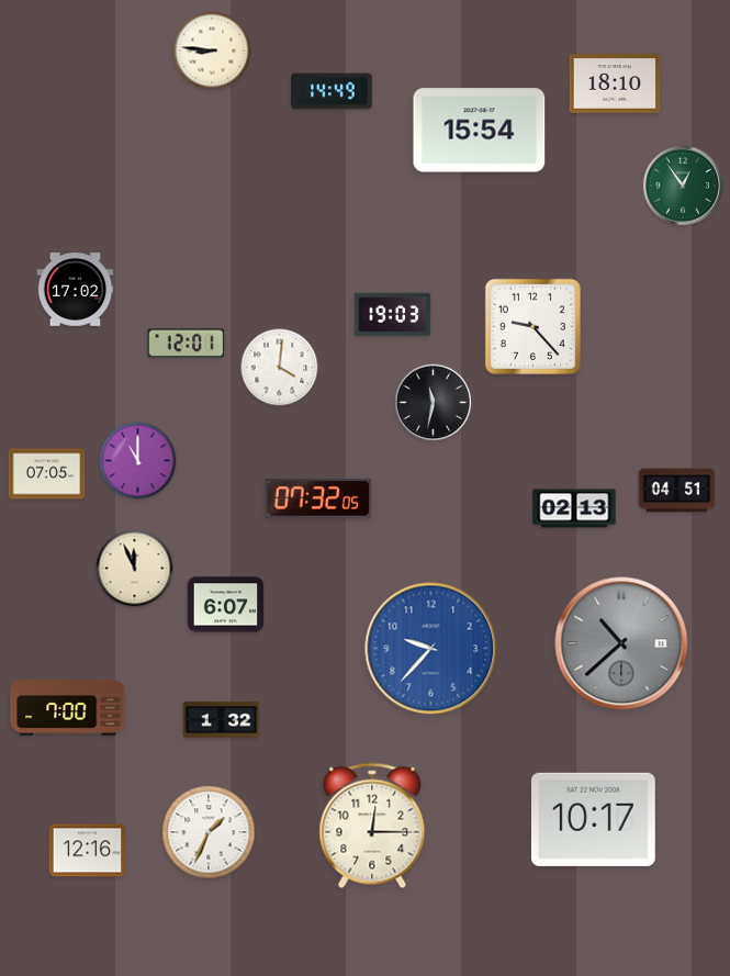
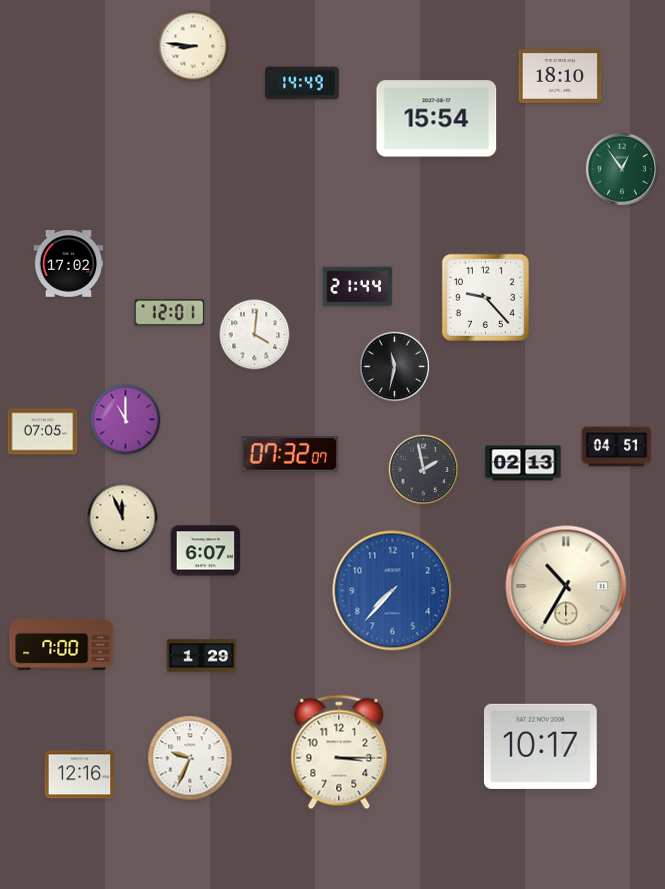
clock at (393, 315): 19:03 -> 21:44
clock at (317, 498): 07:32:05 -> 07:32:07
clock at (424, 470): none -> 1:58
clock at (621, 643): 10:38 -> 10:35
clock at (621, 643) dial: grey -> cream
clock at (431, 649): 9:37 -> 7:37
clock at (222, 720): 1:32 -> 1:29
clock at (372, 826): 12:15 -> 3:15
clock at (209, 832): 1:34 -> 9:34
